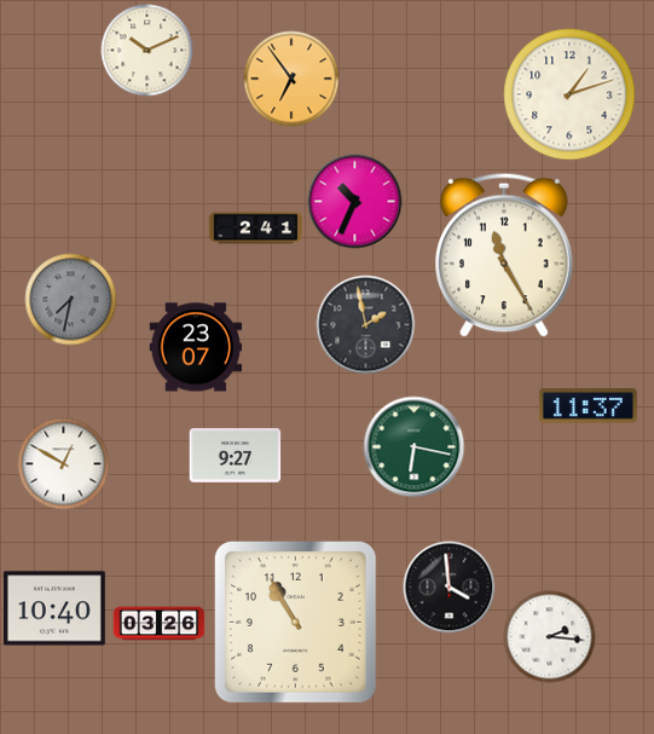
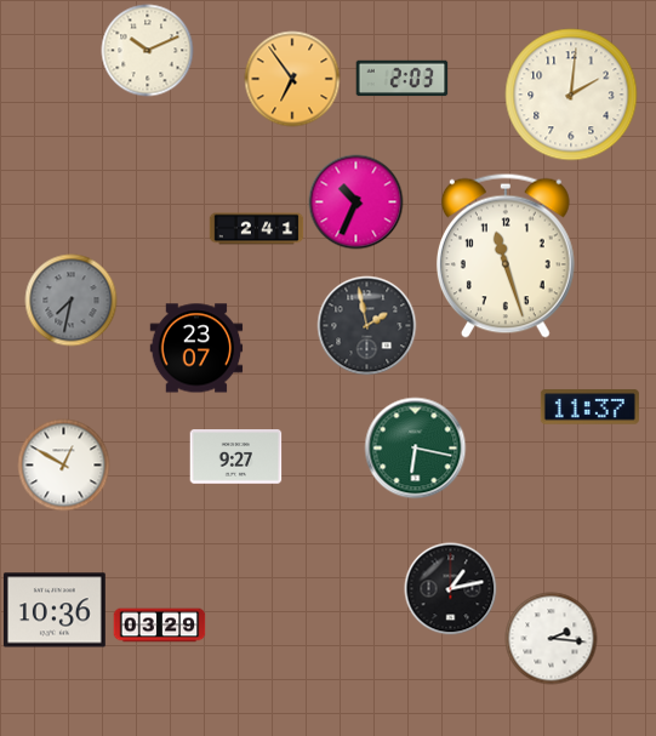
clock at (403, 79): none -> 2:03
clock at (569, 94): 1:12 -> 2:01
clock at (504, 255): 11:25 -> 11:27
clock at (450, 588): 3:59 -> 1:13
clock at (54, 608): 10:40 -> 10:36
clock at (296, 623): 10:55 -> none
clock at (160, 624): 03:26 -> 03:29
